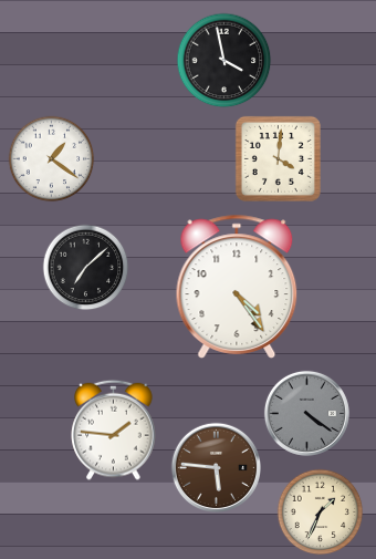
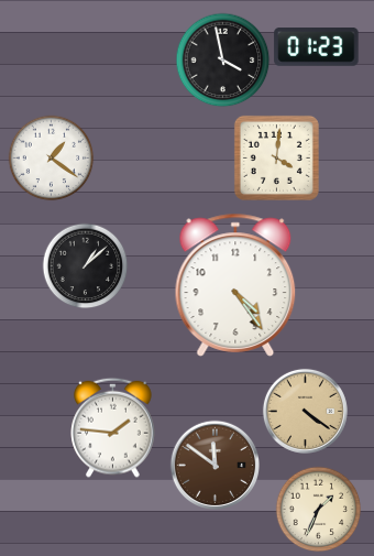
clock at (317, 47): none -> 01:23
clock at (85, 267): 7:08 -> 1:08
clock at (306, 413) dial: grey -> champagne
clock at (216, 467): 5:46 -> 11:51
